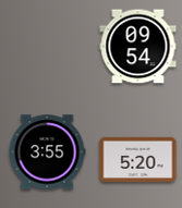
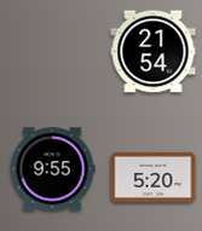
clock at (138, 47): 09:54 -> 21:54
clock at (47, 152): 3:55 -> 9:55
